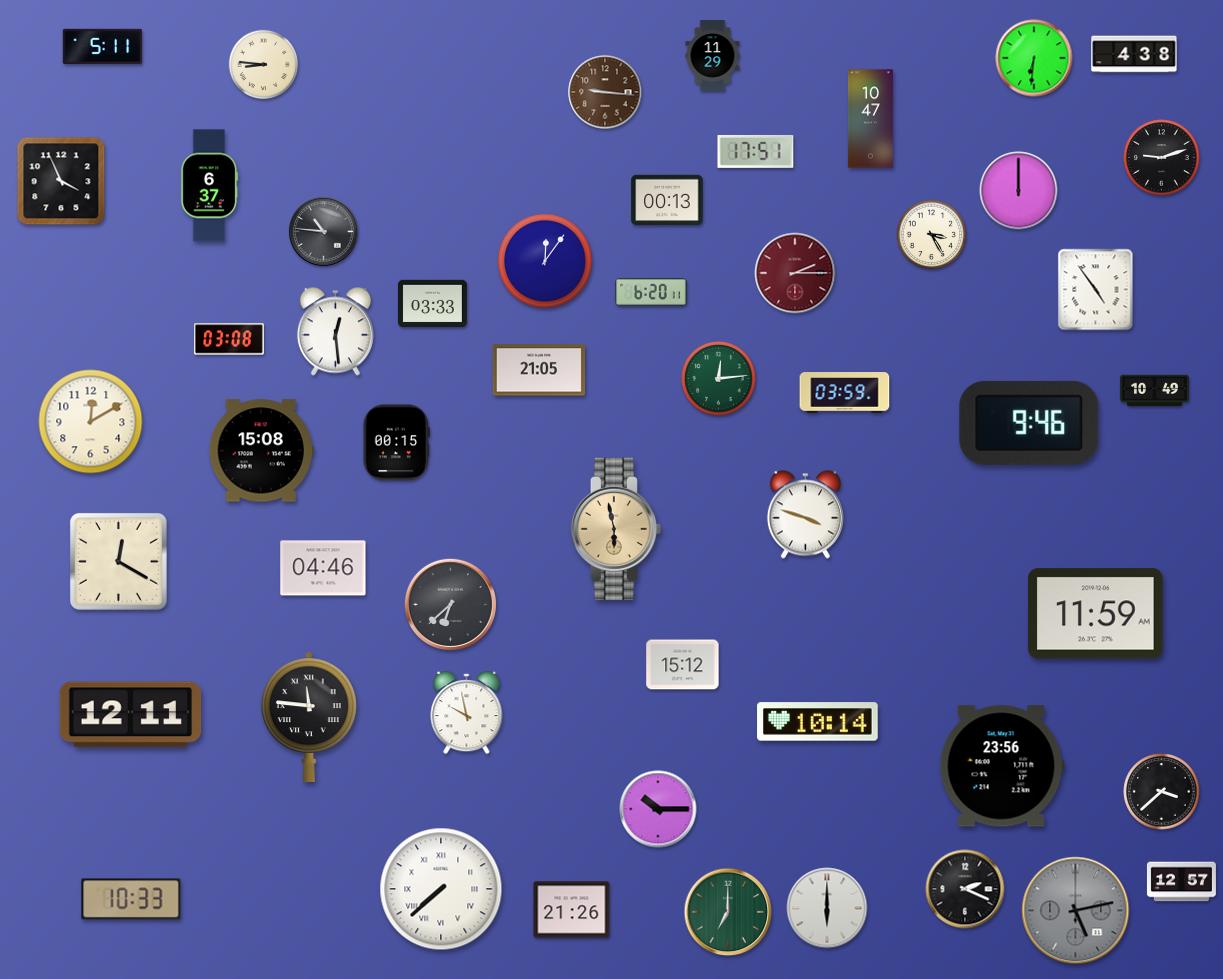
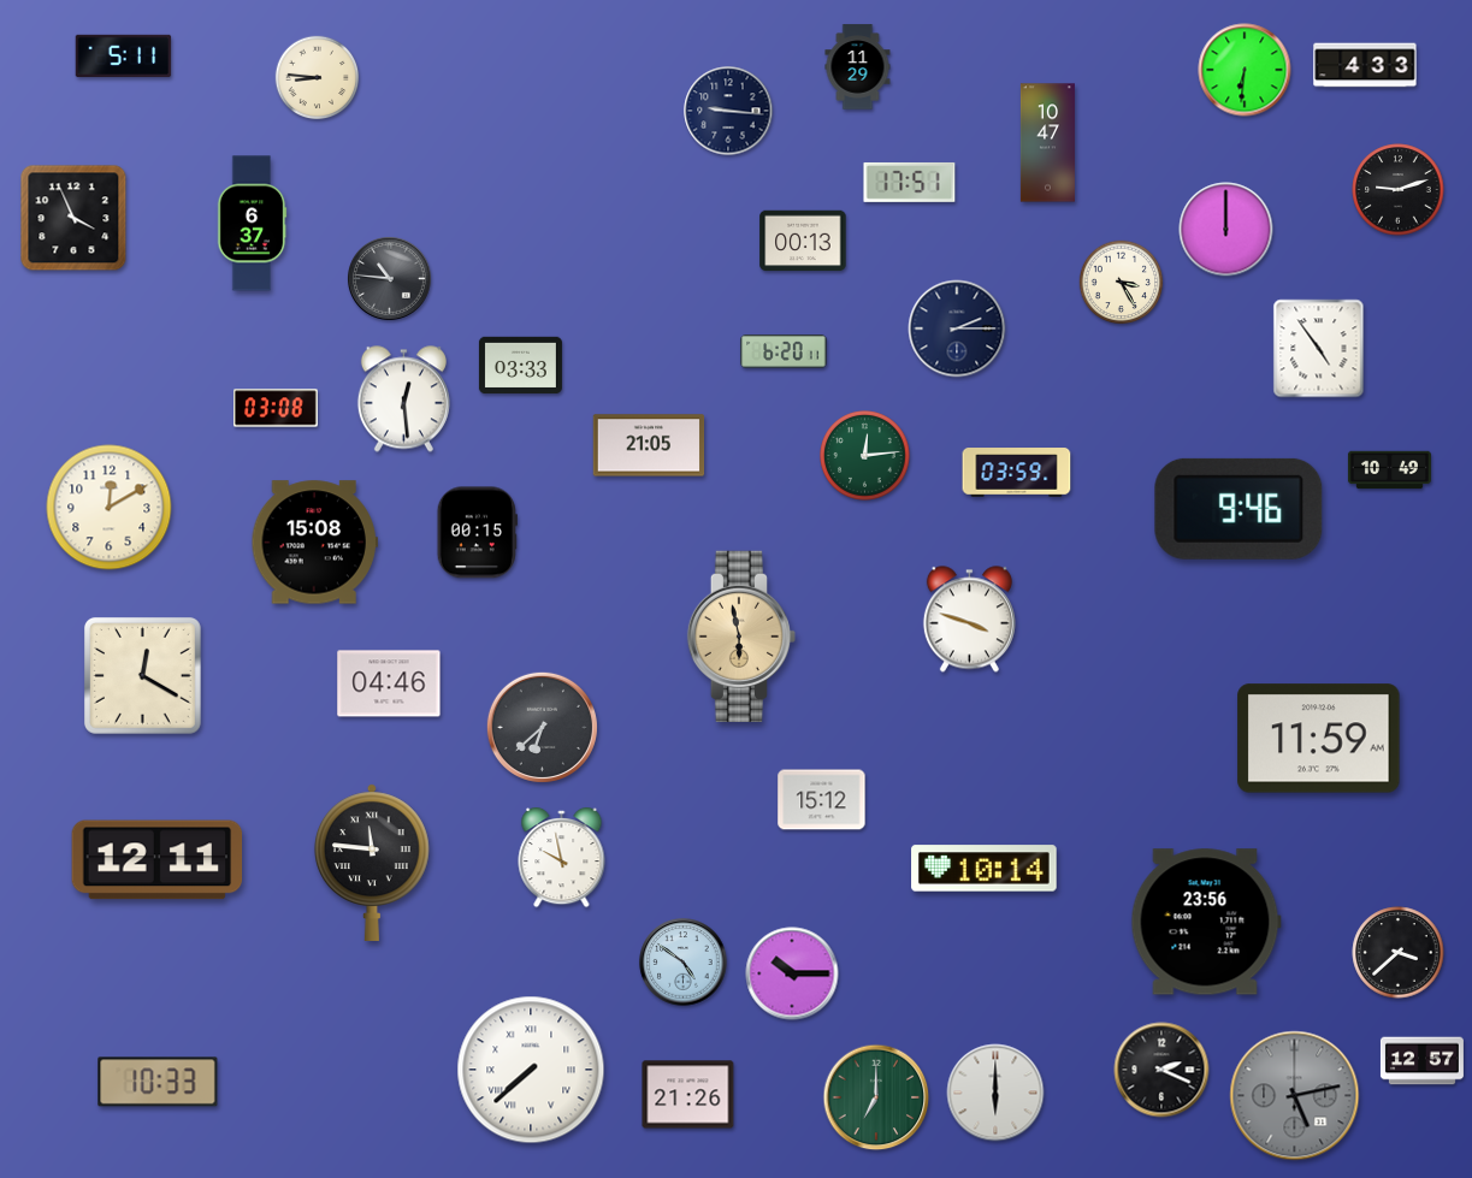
clock at (1134, 54): 4:38 -> 4:33
clock at (605, 92) dial: brown -> navy
clock at (546, 262): 12:06 -> none
clock at (795, 273) dial: burgundy -> navy
clock at (684, 963): none -> 4:51
